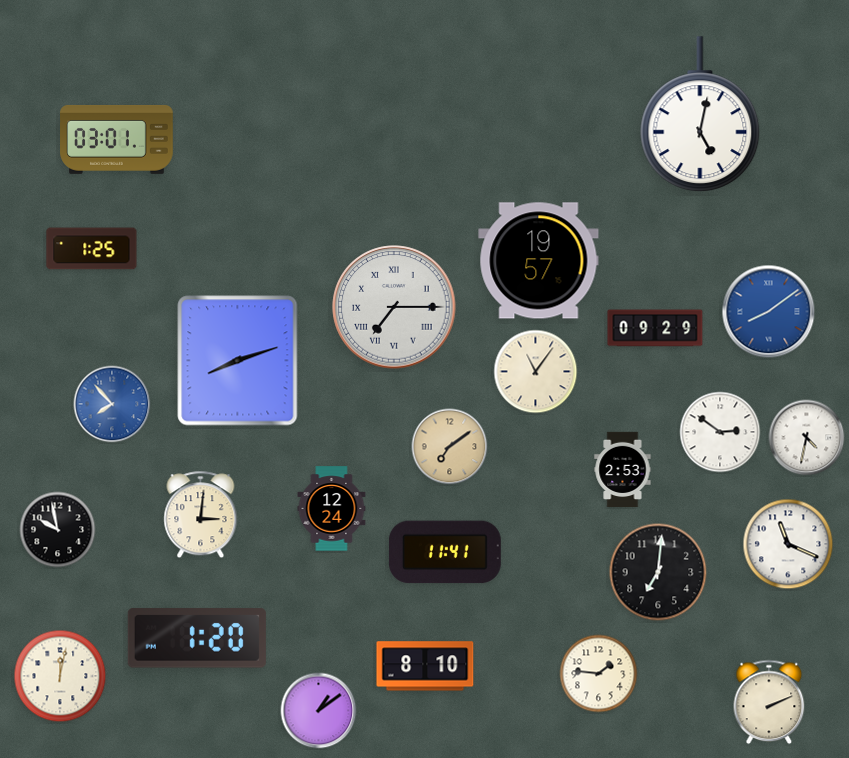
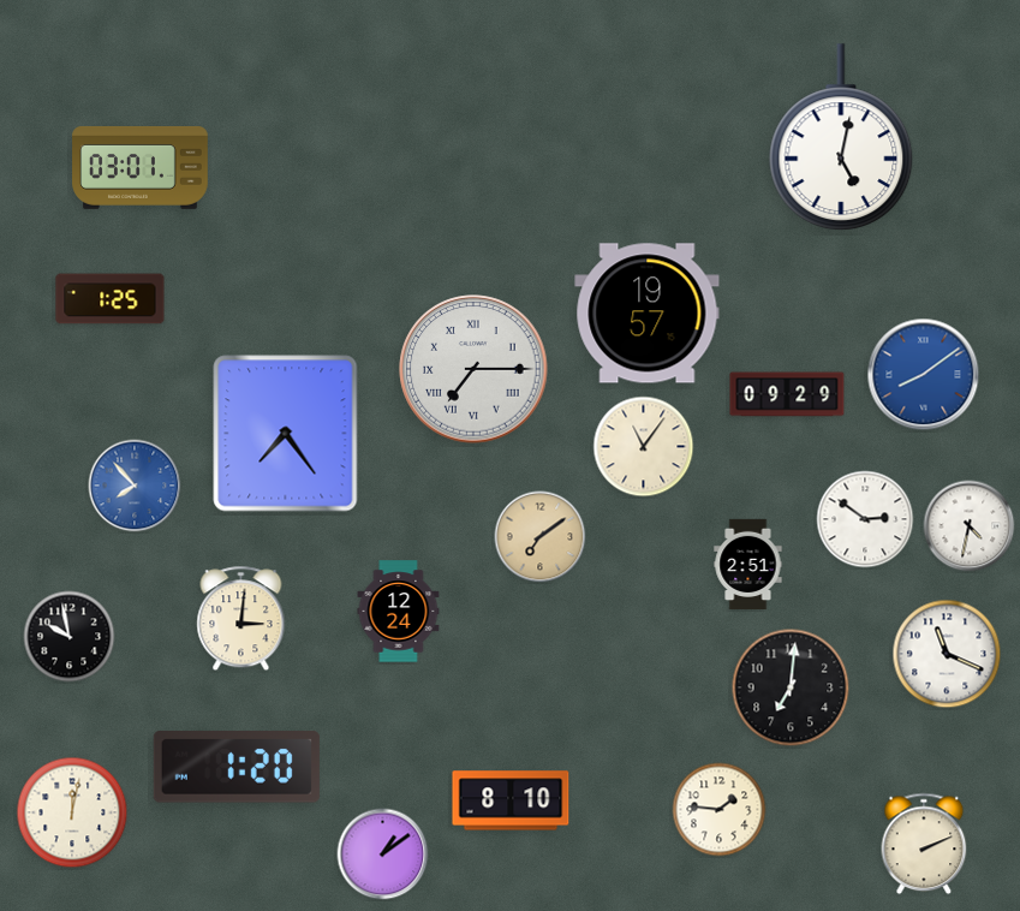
clock at (238, 361): 8:12 -> 7:24
clock at (623, 470): 2:53 -> 2:51
clock at (445, 552): 11:41 -> none
